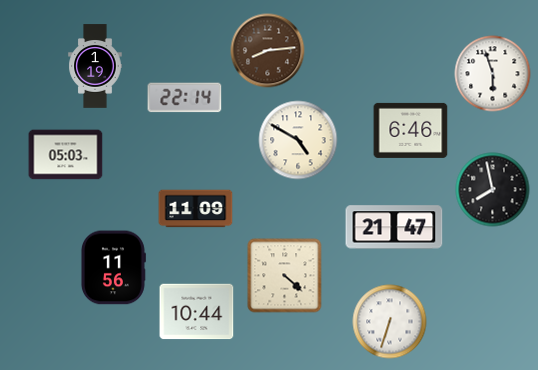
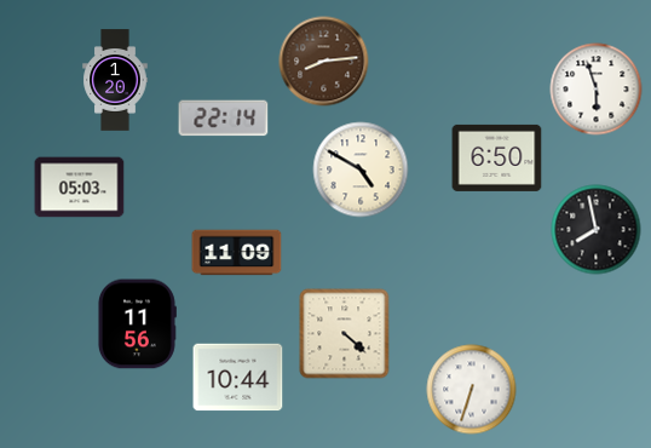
clock at (95, 66): 1:19 -> 1:20
clock at (411, 130): 6:46 -> 6:50
clock at (394, 227): 21:47 -> none
